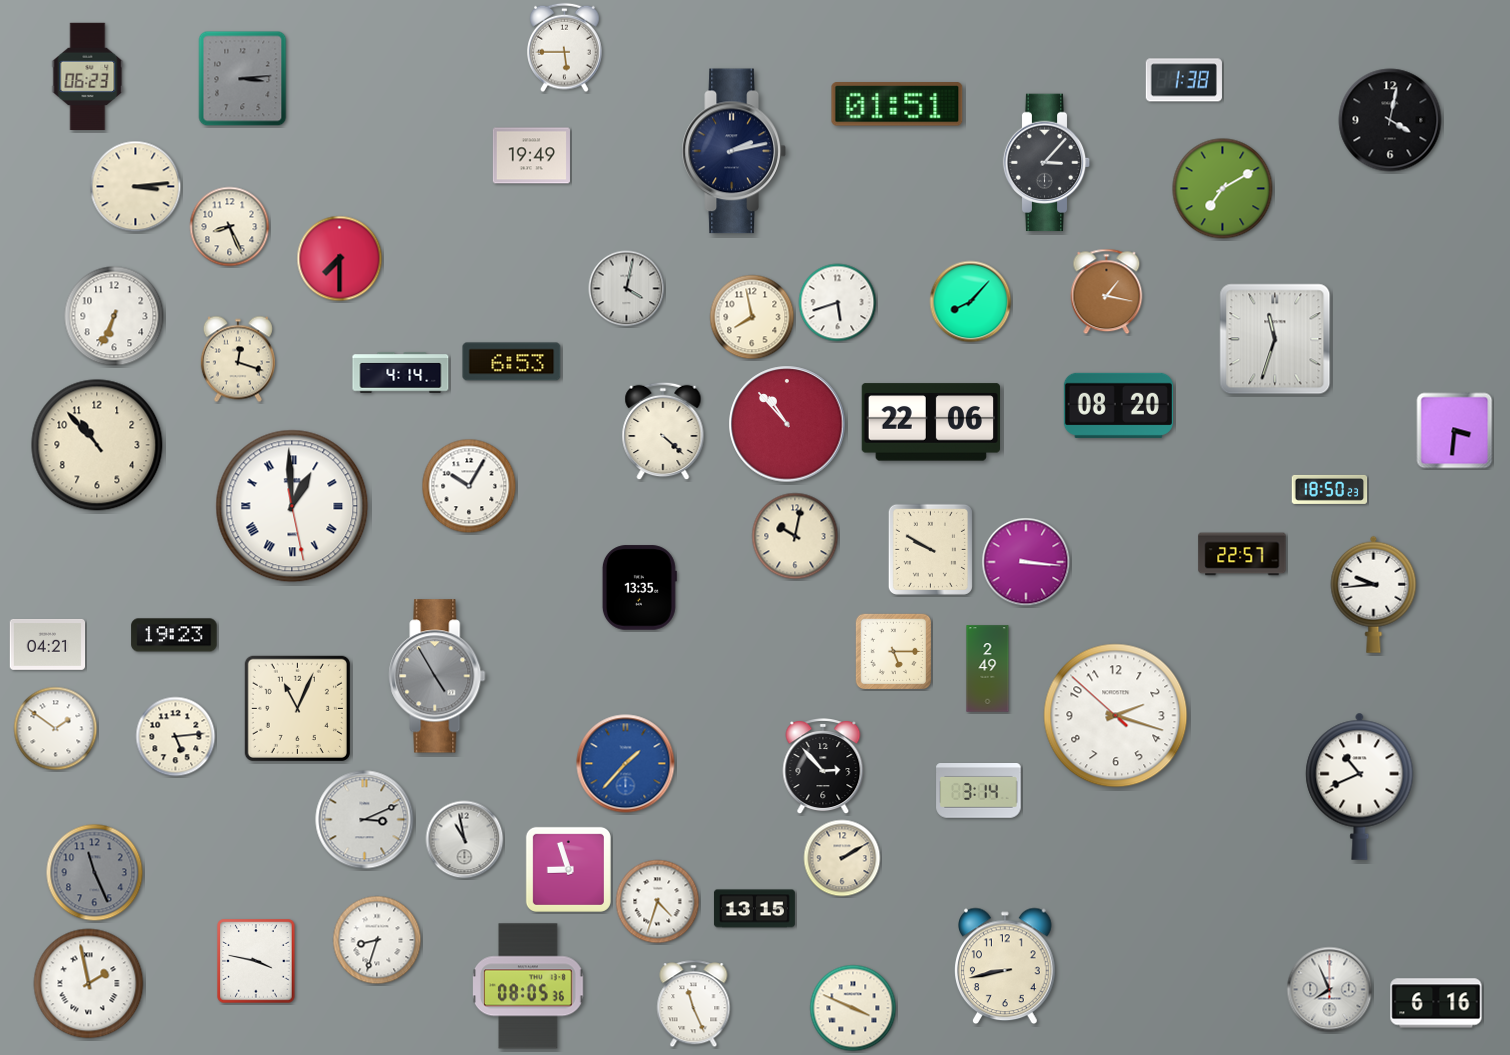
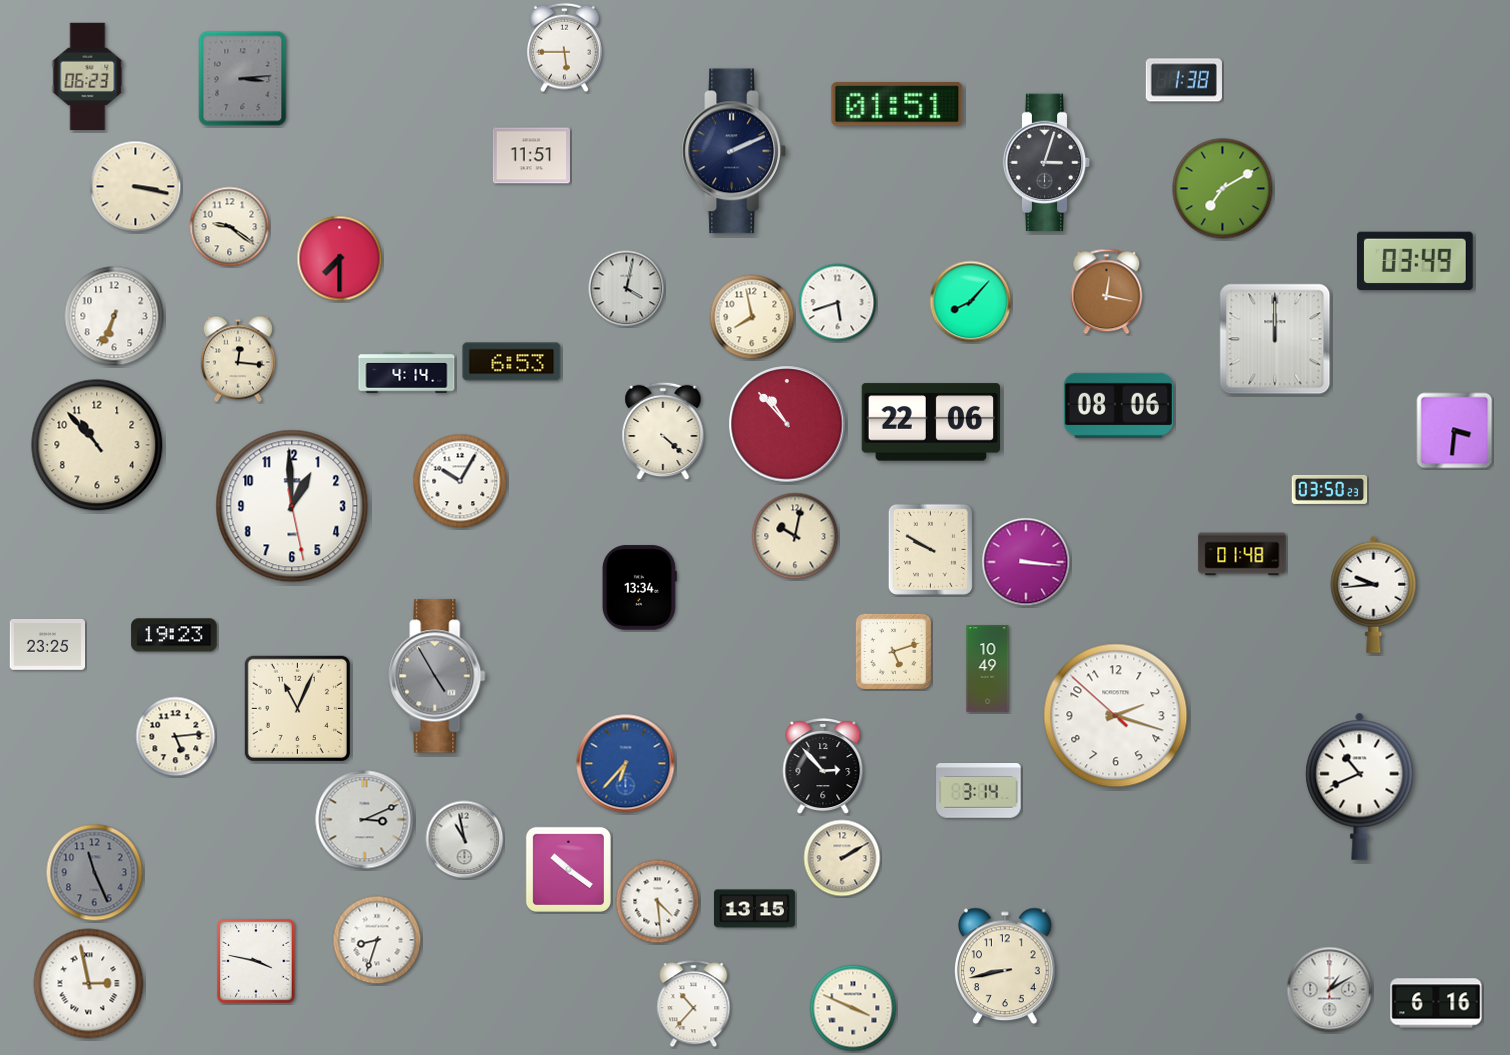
clock at (1390, 120): 4:02 -> none
clock at (734, 151): 2:13 -> 2:11
clock at (531, 156): 19:49 -> 11:51
clock at (1047, 163): 3:07 -> 3:03
clock at (136, 187): 3:14 -> 3:17
clock at (230, 227): 8:26 -> 9:21
clock at (1416, 260): none -> 03:49
clock at (1107, 292): 1:17 -> 12:17
clock at (1275, 339): 11:33 -> 12:00
clock at (238, 359): 12:18 -> 12:16
clock at (401, 373) position: (401, 373) -> (407, 373)
clock at (1118, 405): 08:20 -> 08:06
clock at (469, 486) position: (469, 486) -> (460, 481)
clock at (1330, 489): 18:50 -> 03:50
clock at (292, 506) numerals: Roman -> Arabic
clock at (1242, 554): 22:57 -> 01:48
clock at (639, 588): 13:35 -> 13:34
clock at (48, 644): 04:21 -> 23:25
clock at (893, 651): 5:15 -> 5:12
clock at (988, 669): 2:49 -> 10:49
clock at (56, 729): 1:51 -> none
clock at (626, 764): 1:37 -> 6:37
clock at (568, 869): 8:57 -> 10:21
clock at (658, 902): 4:33 -> 4:29
clock at (89, 984): 1:58 -> 2:58
clock at (529, 986): 08:05 -> none
clock at (1330, 990): 7:56 -> 1:10
clock at (694, 1004): 11:26 -> 10:37
